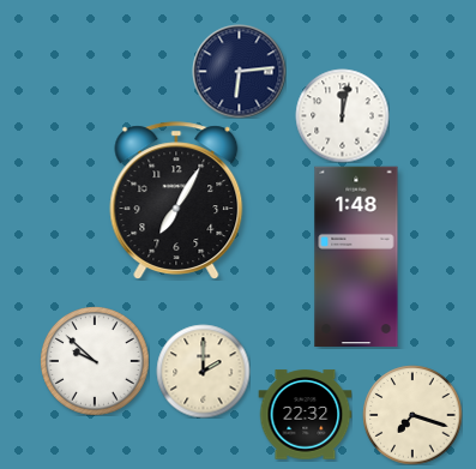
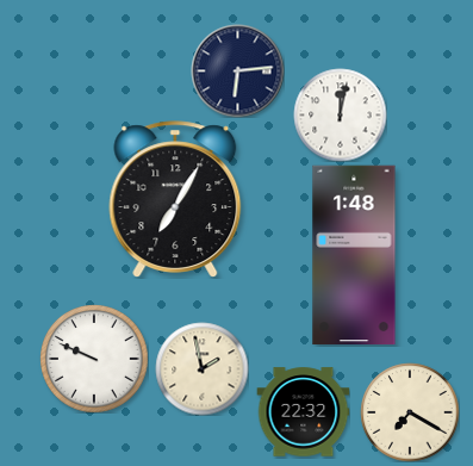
clock at (95, 361): 9:52 -> 9:49
clock at (203, 371): 2:00 -> 1:58
clock at (412, 415): 7:18 -> 7:20
